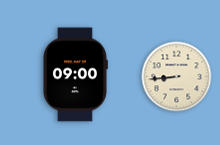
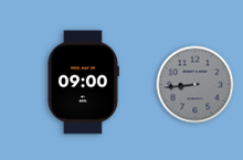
clock at (177, 77) dial: cream -> grey
